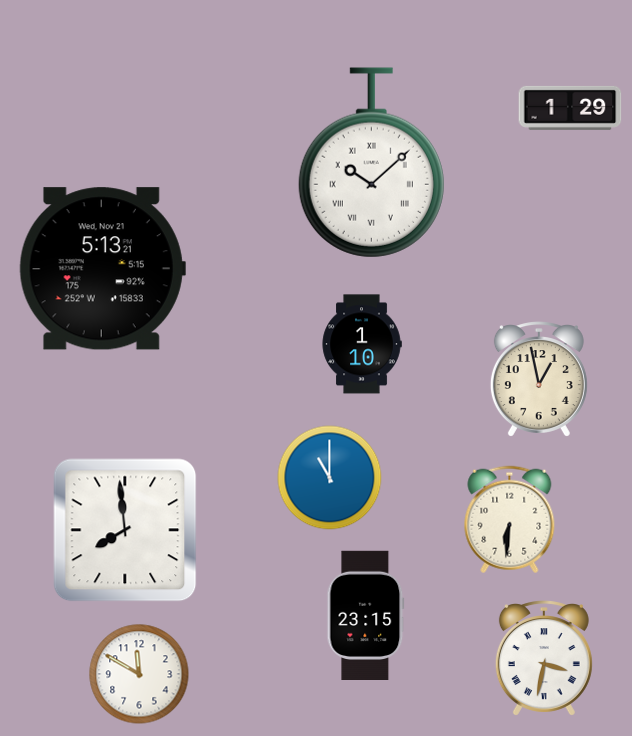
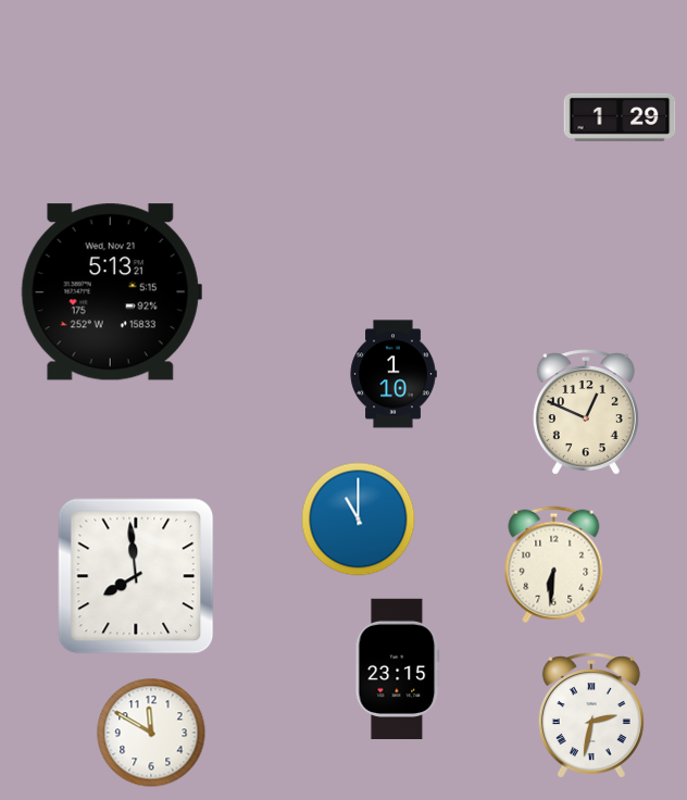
clock at (371, 163): 10:08 -> none
clock at (539, 379): 12:58 -> 12:49
clock at (544, 658): 3:32 -> 2:32
